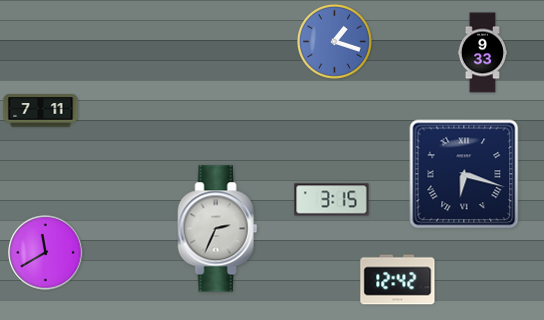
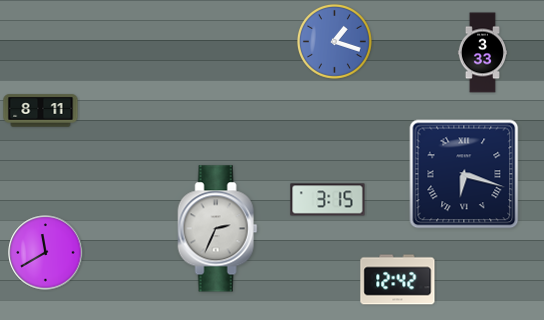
clock at (482, 53): 9:33 -> 3:33
clock at (41, 111): 7:11 -> 8:11
clock at (332, 200) position: (332, 200) -> (328, 200)
